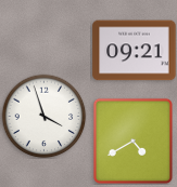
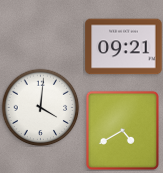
clock at (43, 116): 3:57 -> 4:01
